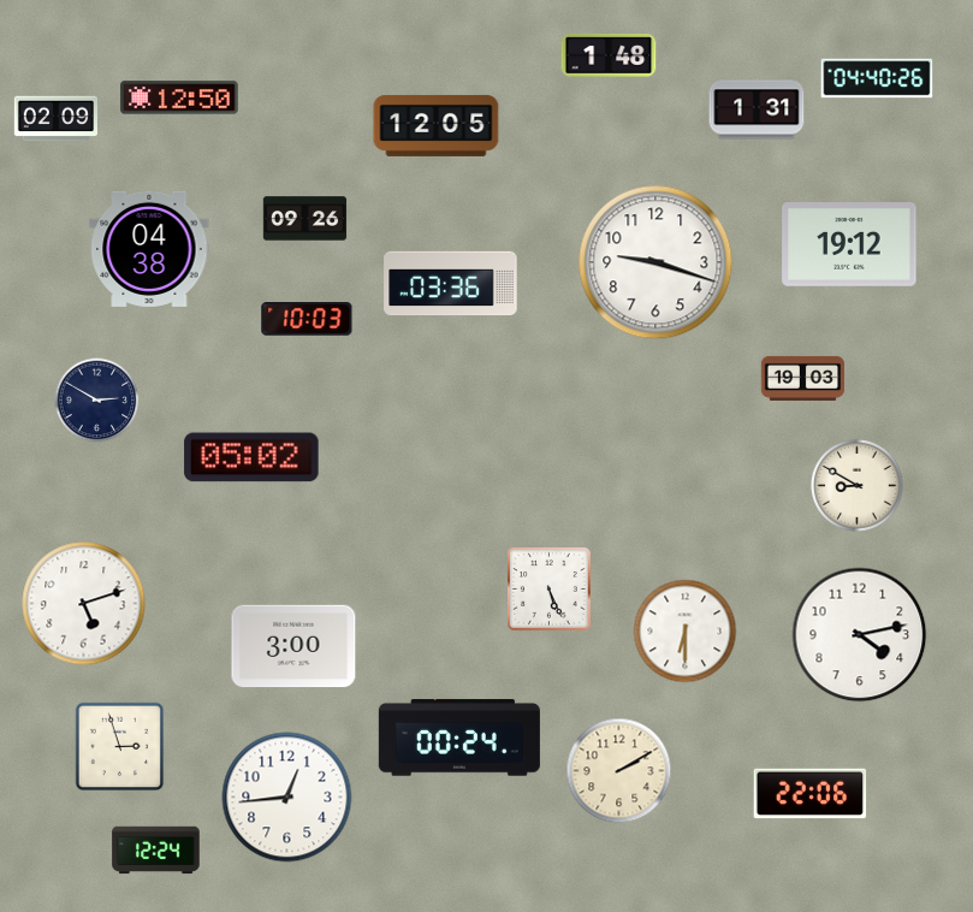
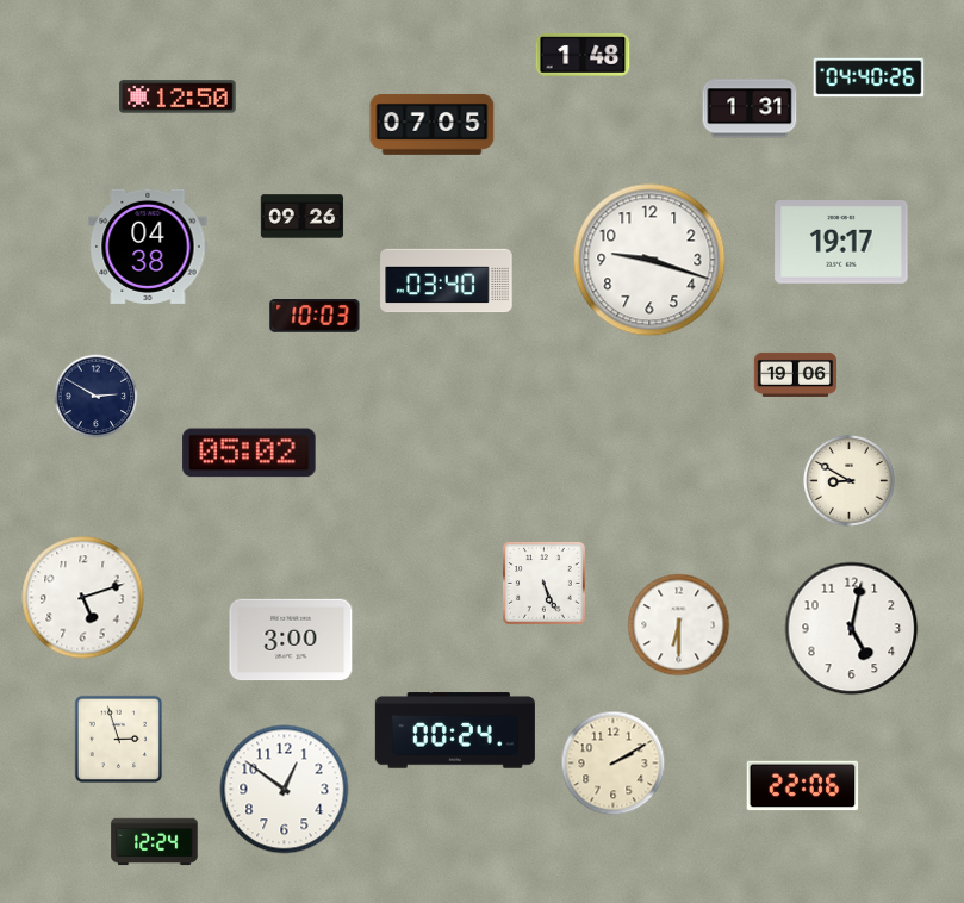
clock at (609, 55) position: (609, 55) -> (583, 55)
clock at (55, 119): 02:09 -> none
clock at (437, 125): 12:05 -> 07:05
clock at (849, 245): 19:12 -> 19:17
clock at (451, 284): 03:36 -> 03:40
clock at (307, 320) position: (307, 320) -> (315, 317)
clock at (803, 378): 19:03 -> 19:06
clock at (860, 635): 4:13 -> 5:02
clock at (287, 798): 12:44 -> 12:51
